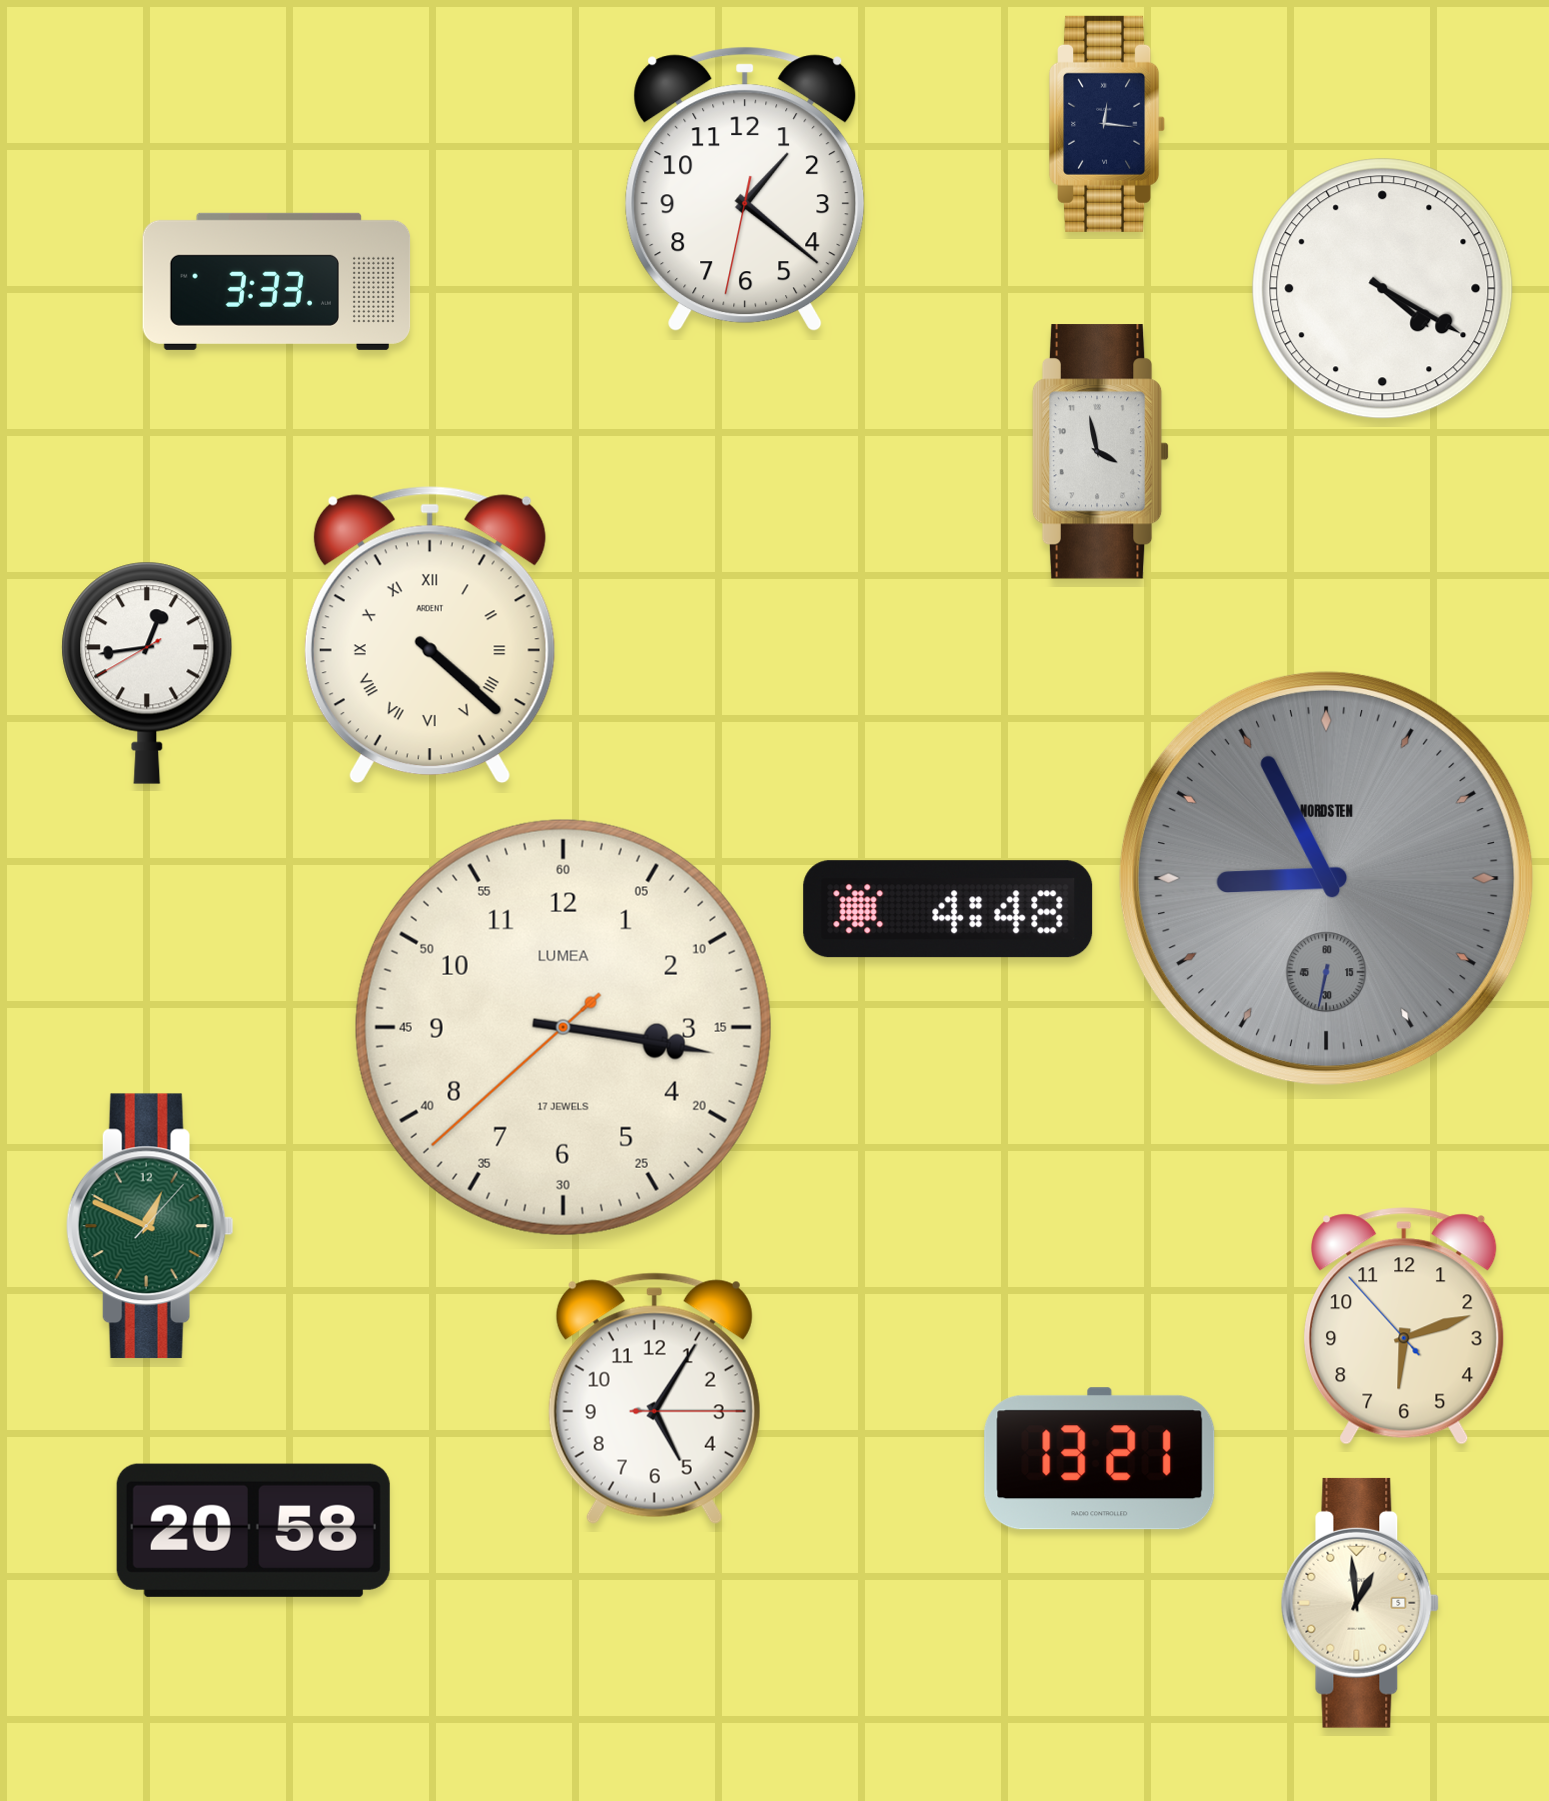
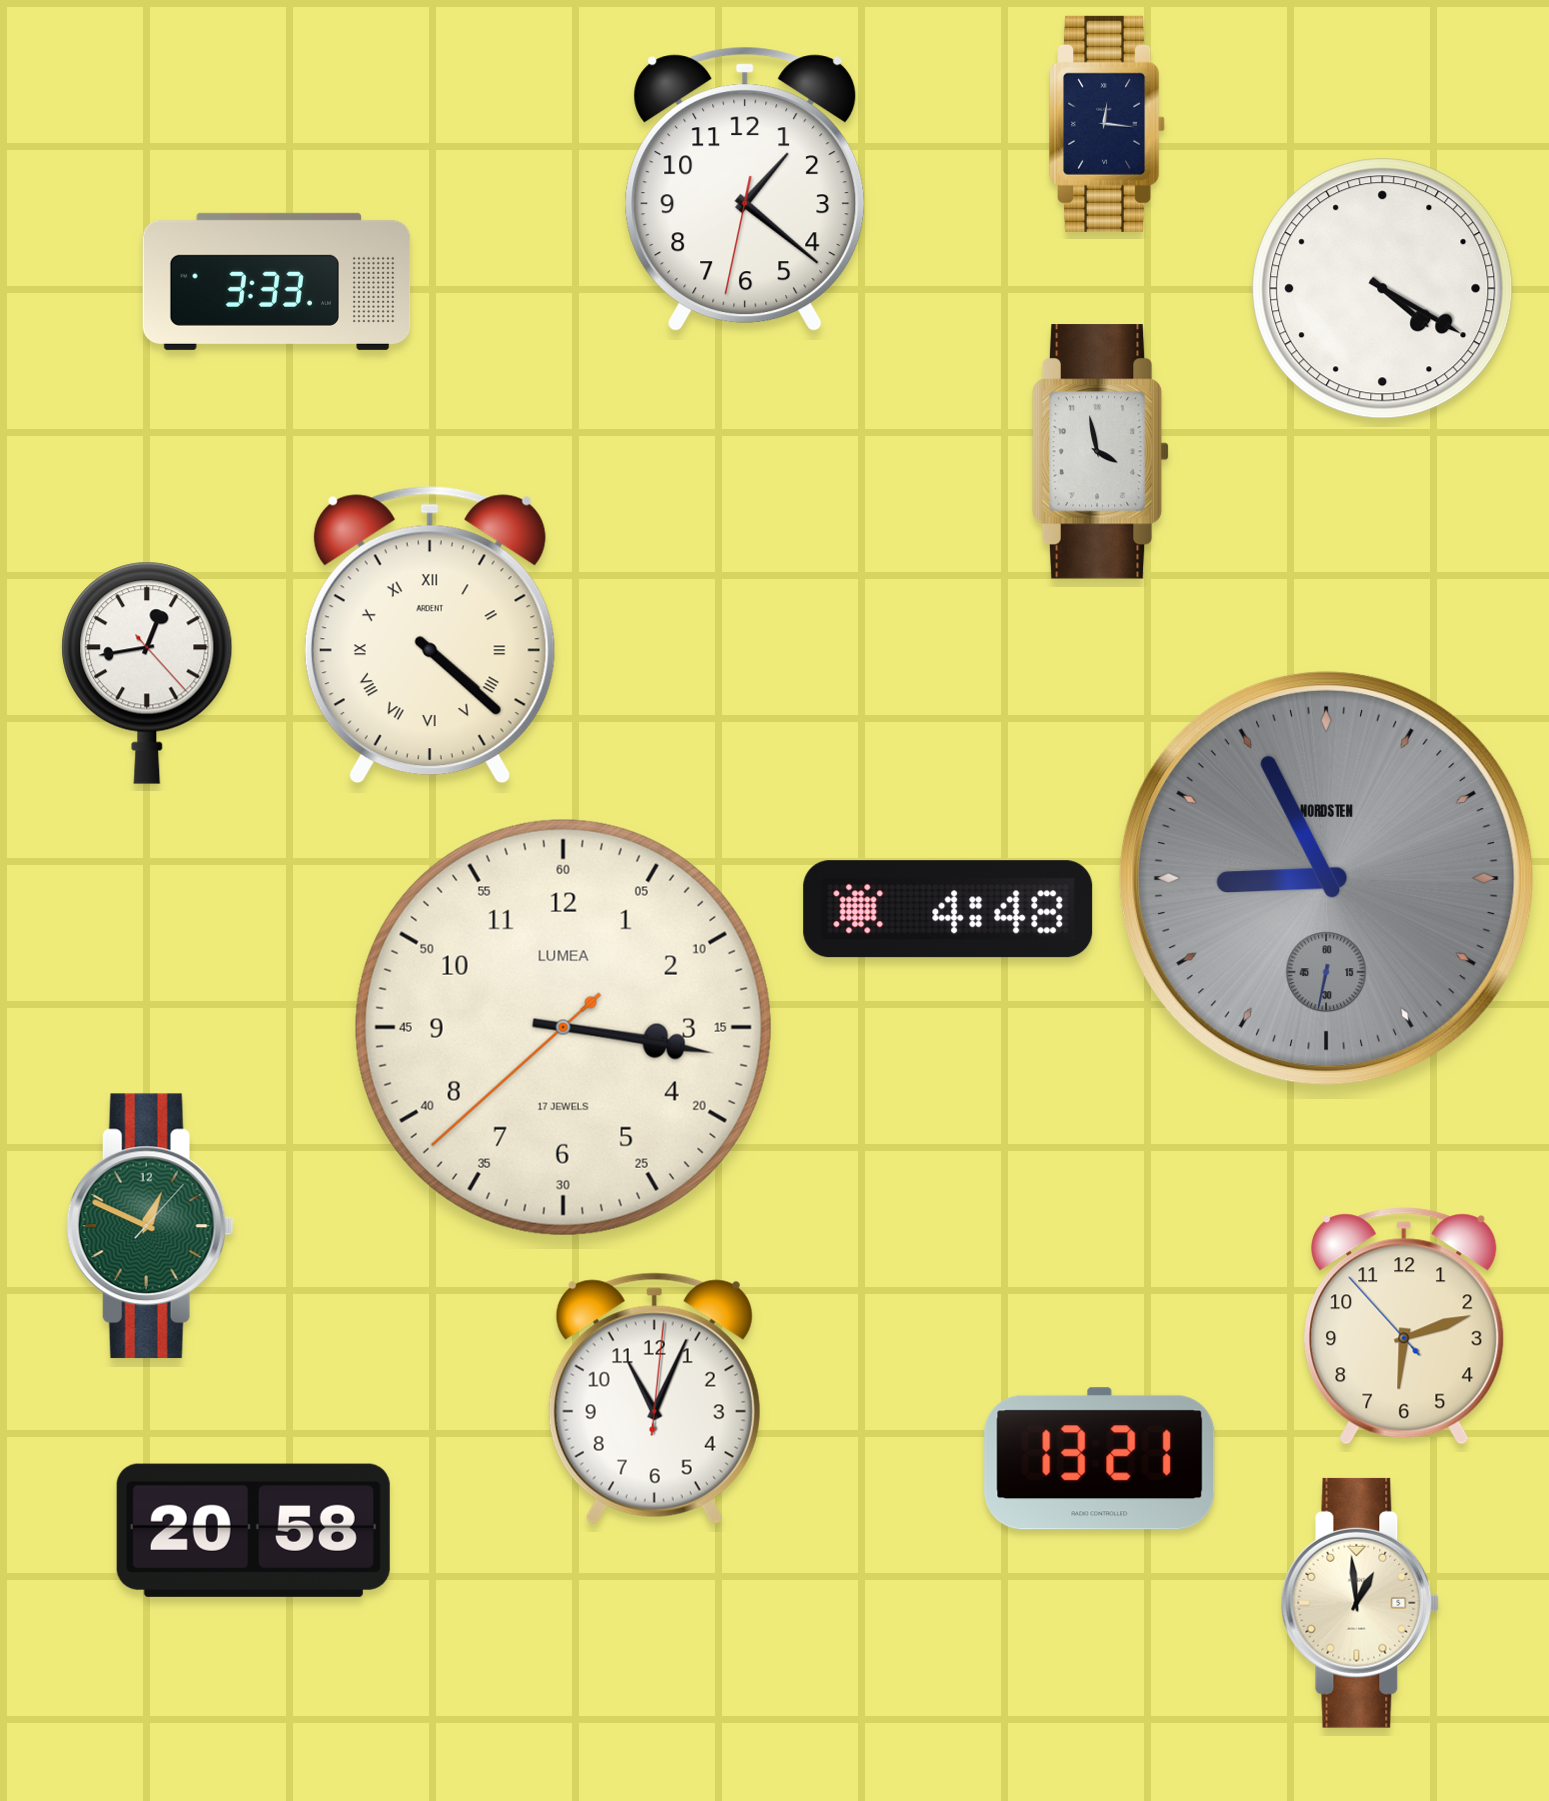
clock at (147, 673): 12:43:40 -> 12:43:23
clock at (654, 1398): 5:05 -> 11:04
